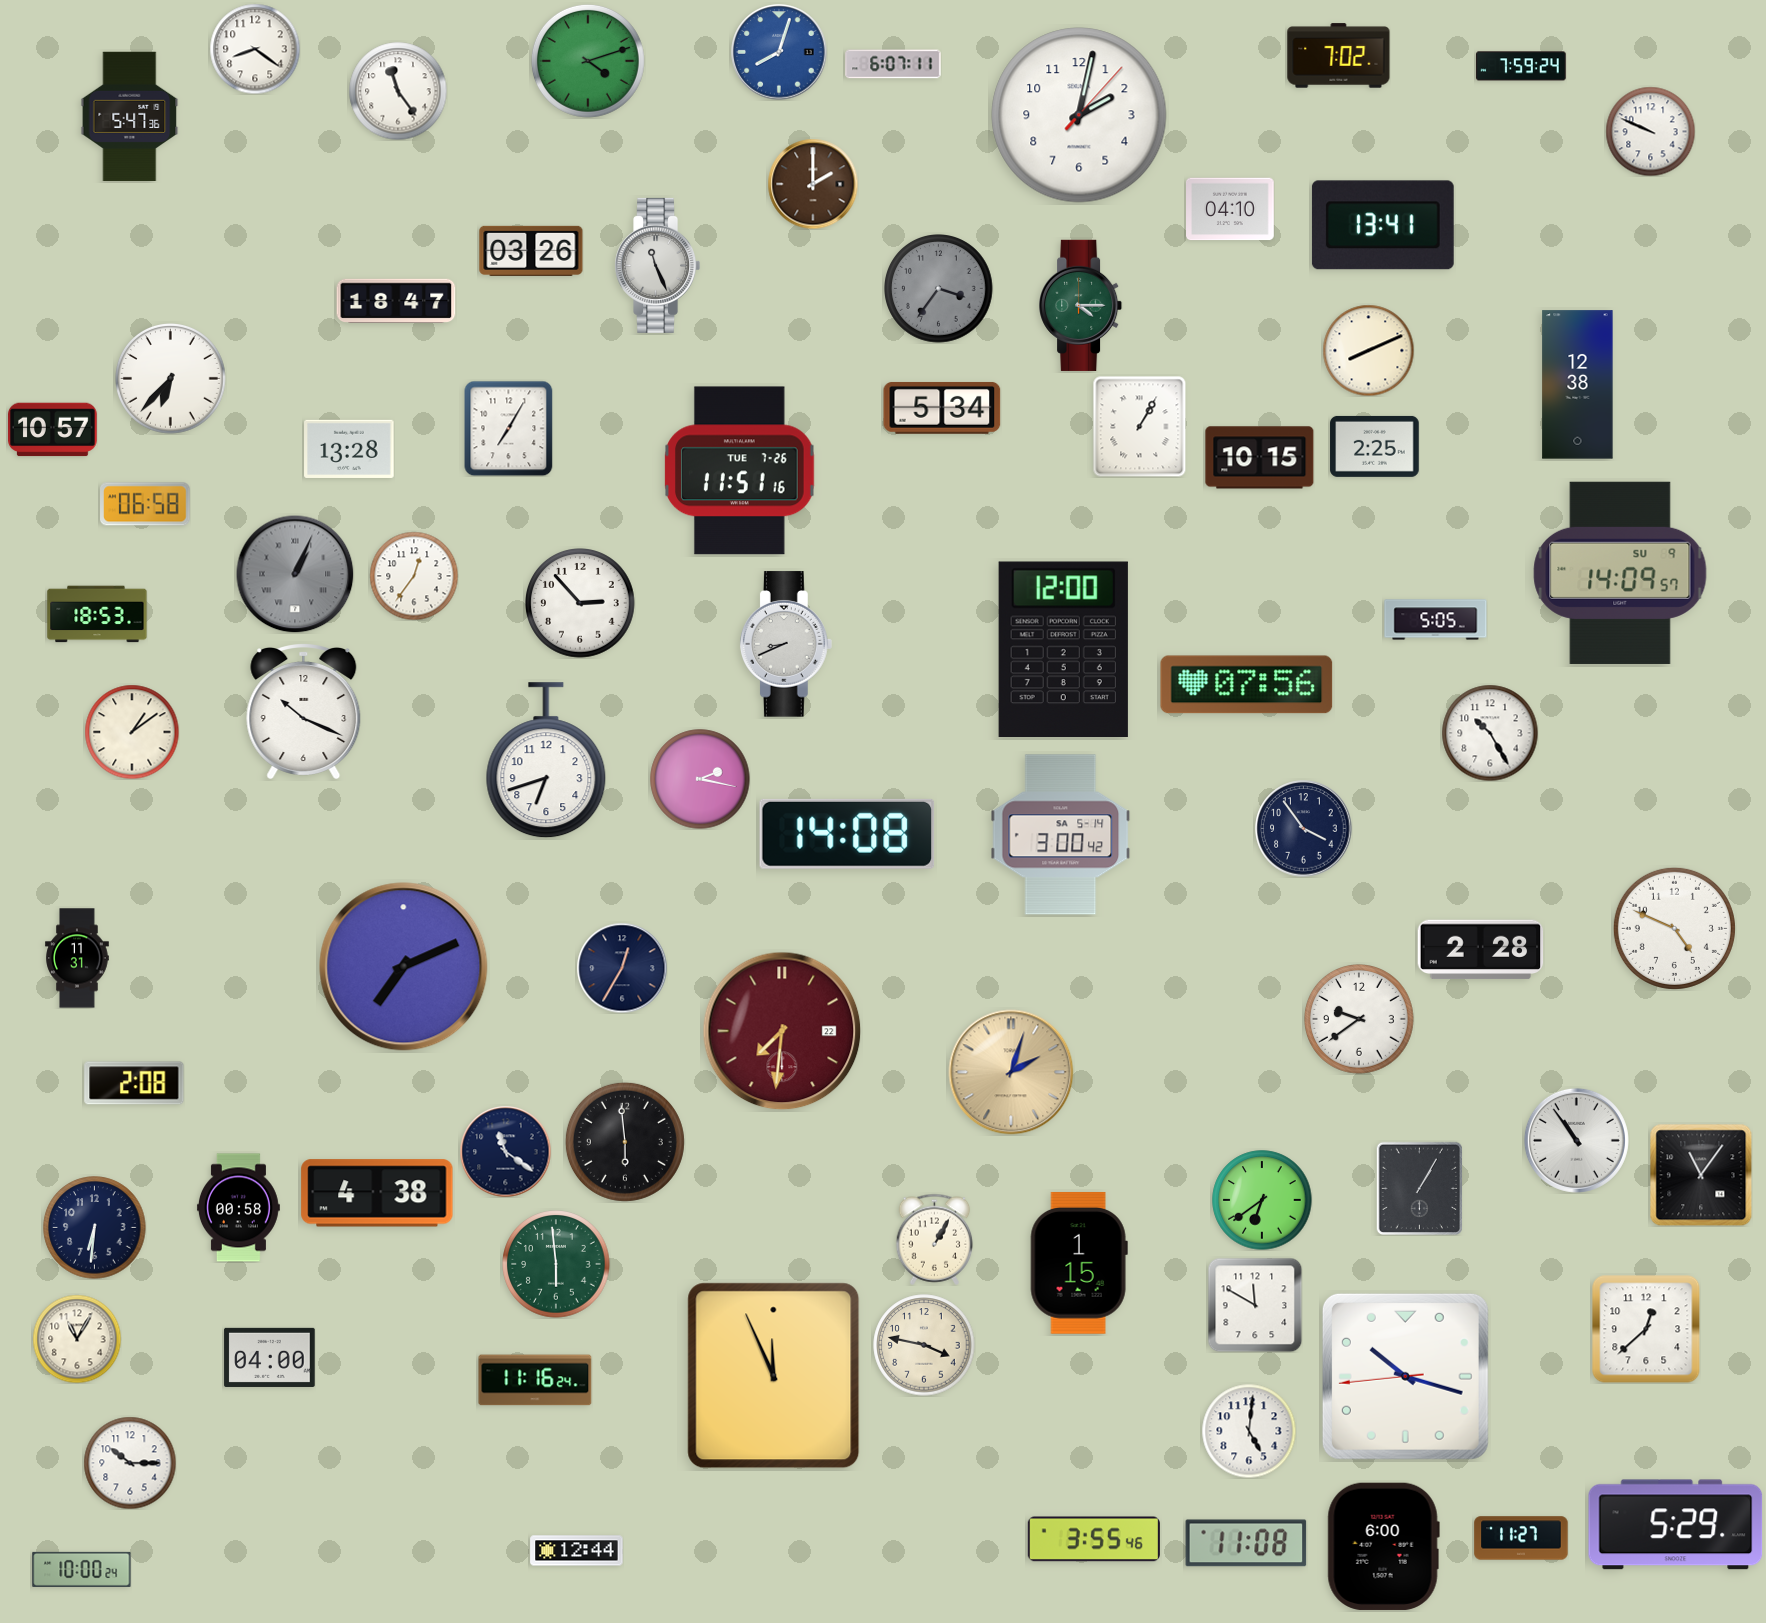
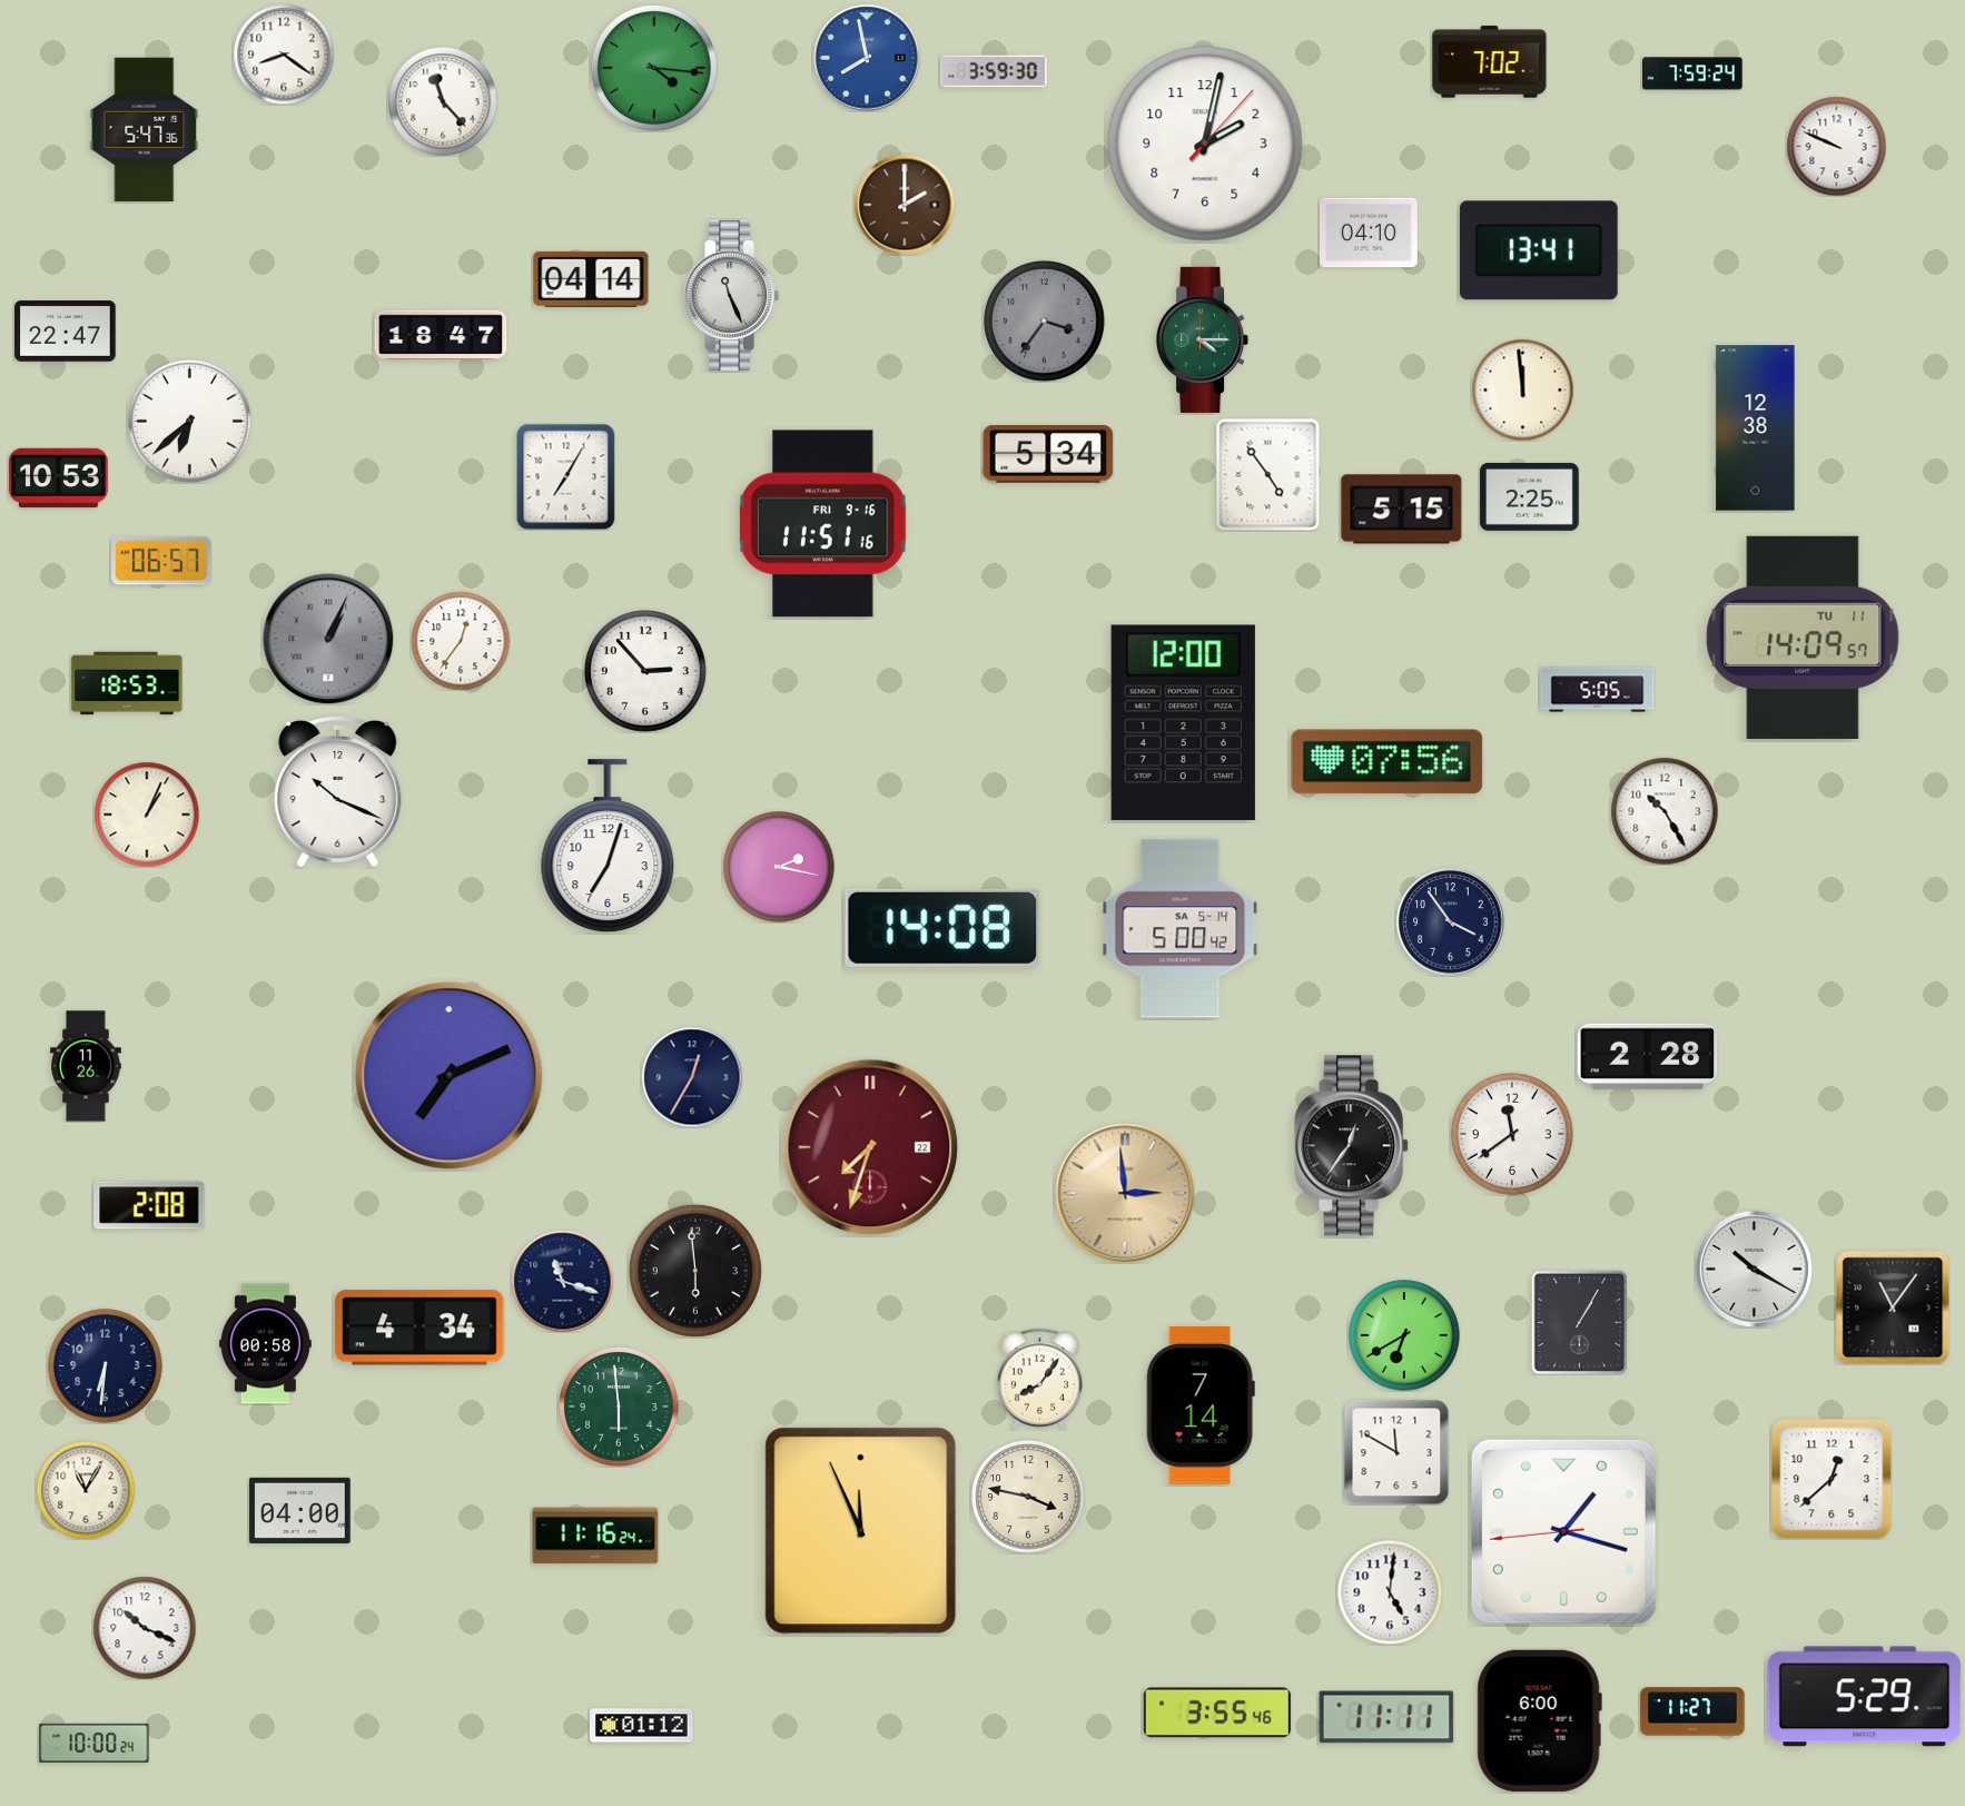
clock at (779, 52): 8:03 -> 7:58
clock at (588, 61): 4:12 -> 4:16
clock at (893, 64): 6:07 -> 3:59
clock at (398, 91): 11:24 -> 11:23
clock at (1079, 115) position: (1079, 115) -> (1205, 144)
clock at (531, 251): 03:26 -> 04:14
clock at (66, 332): none -> 22:47
clock at (1368, 350): 8:11 -> 11:59
clock at (171, 379): 6:37 -> 6:38
clock at (1140, 426): 1:05 -> 4:54
clock at (53, 430): 10:57 -> 10:53
clock at (349, 449): 13:28 -> none
clock at (1260, 458): 10:15 -> 5:15
clock at (740, 471) date: TUE 7-26 -> FRI 9-16
clock at (145, 504): 06:58 -> 06:57
clock at (1620, 573) date: SU 9 -> TU 11
clock at (97, 614) position: (97, 614) -> (127, 683)
clock at (786, 644): 8:41 -> none
clock at (132, 732): 1:09 -> 1:04
clock at (1490, 733) position: (1490, 733) -> (1665, 811)
clock at (546, 761): 6:42 -> 7:03
clock at (1061, 835): 3:00 -> 5:00
clock at (1674, 928): 4:49 -> none
clock at (77, 958): 11:31 -> 11:26
clock at (1360, 1020): 9:39 -> 11:39
clock at (1352, 1146): none -> 12:36
clock at (782, 1031): 7:31 -> 7:33
clock at (1011, 1072): 2:03 -> 2:59
clock at (1576, 1140): 10:54 -> 10:20
clock at (505, 1151): 11:21 -> 11:18
clock at (377, 1193): 4:38 -> 4:34
clock at (1262, 1200): 6:39 -> 6:40
clock at (935, 1239): 1:05 -> 8:06
clock at (1079, 1263): 1:15 -> 7:14
clock at (1405, 1376): 10:17 -> 1:17
clock at (130, 1463): 10:15 -> 10:19
clock at (1246, 1543): 11:08 -> 11:11
clock at (577, 1551): 12:44 -> 01:12
clock at (82, 1569) position: (82, 1569) -> (95, 1743)
